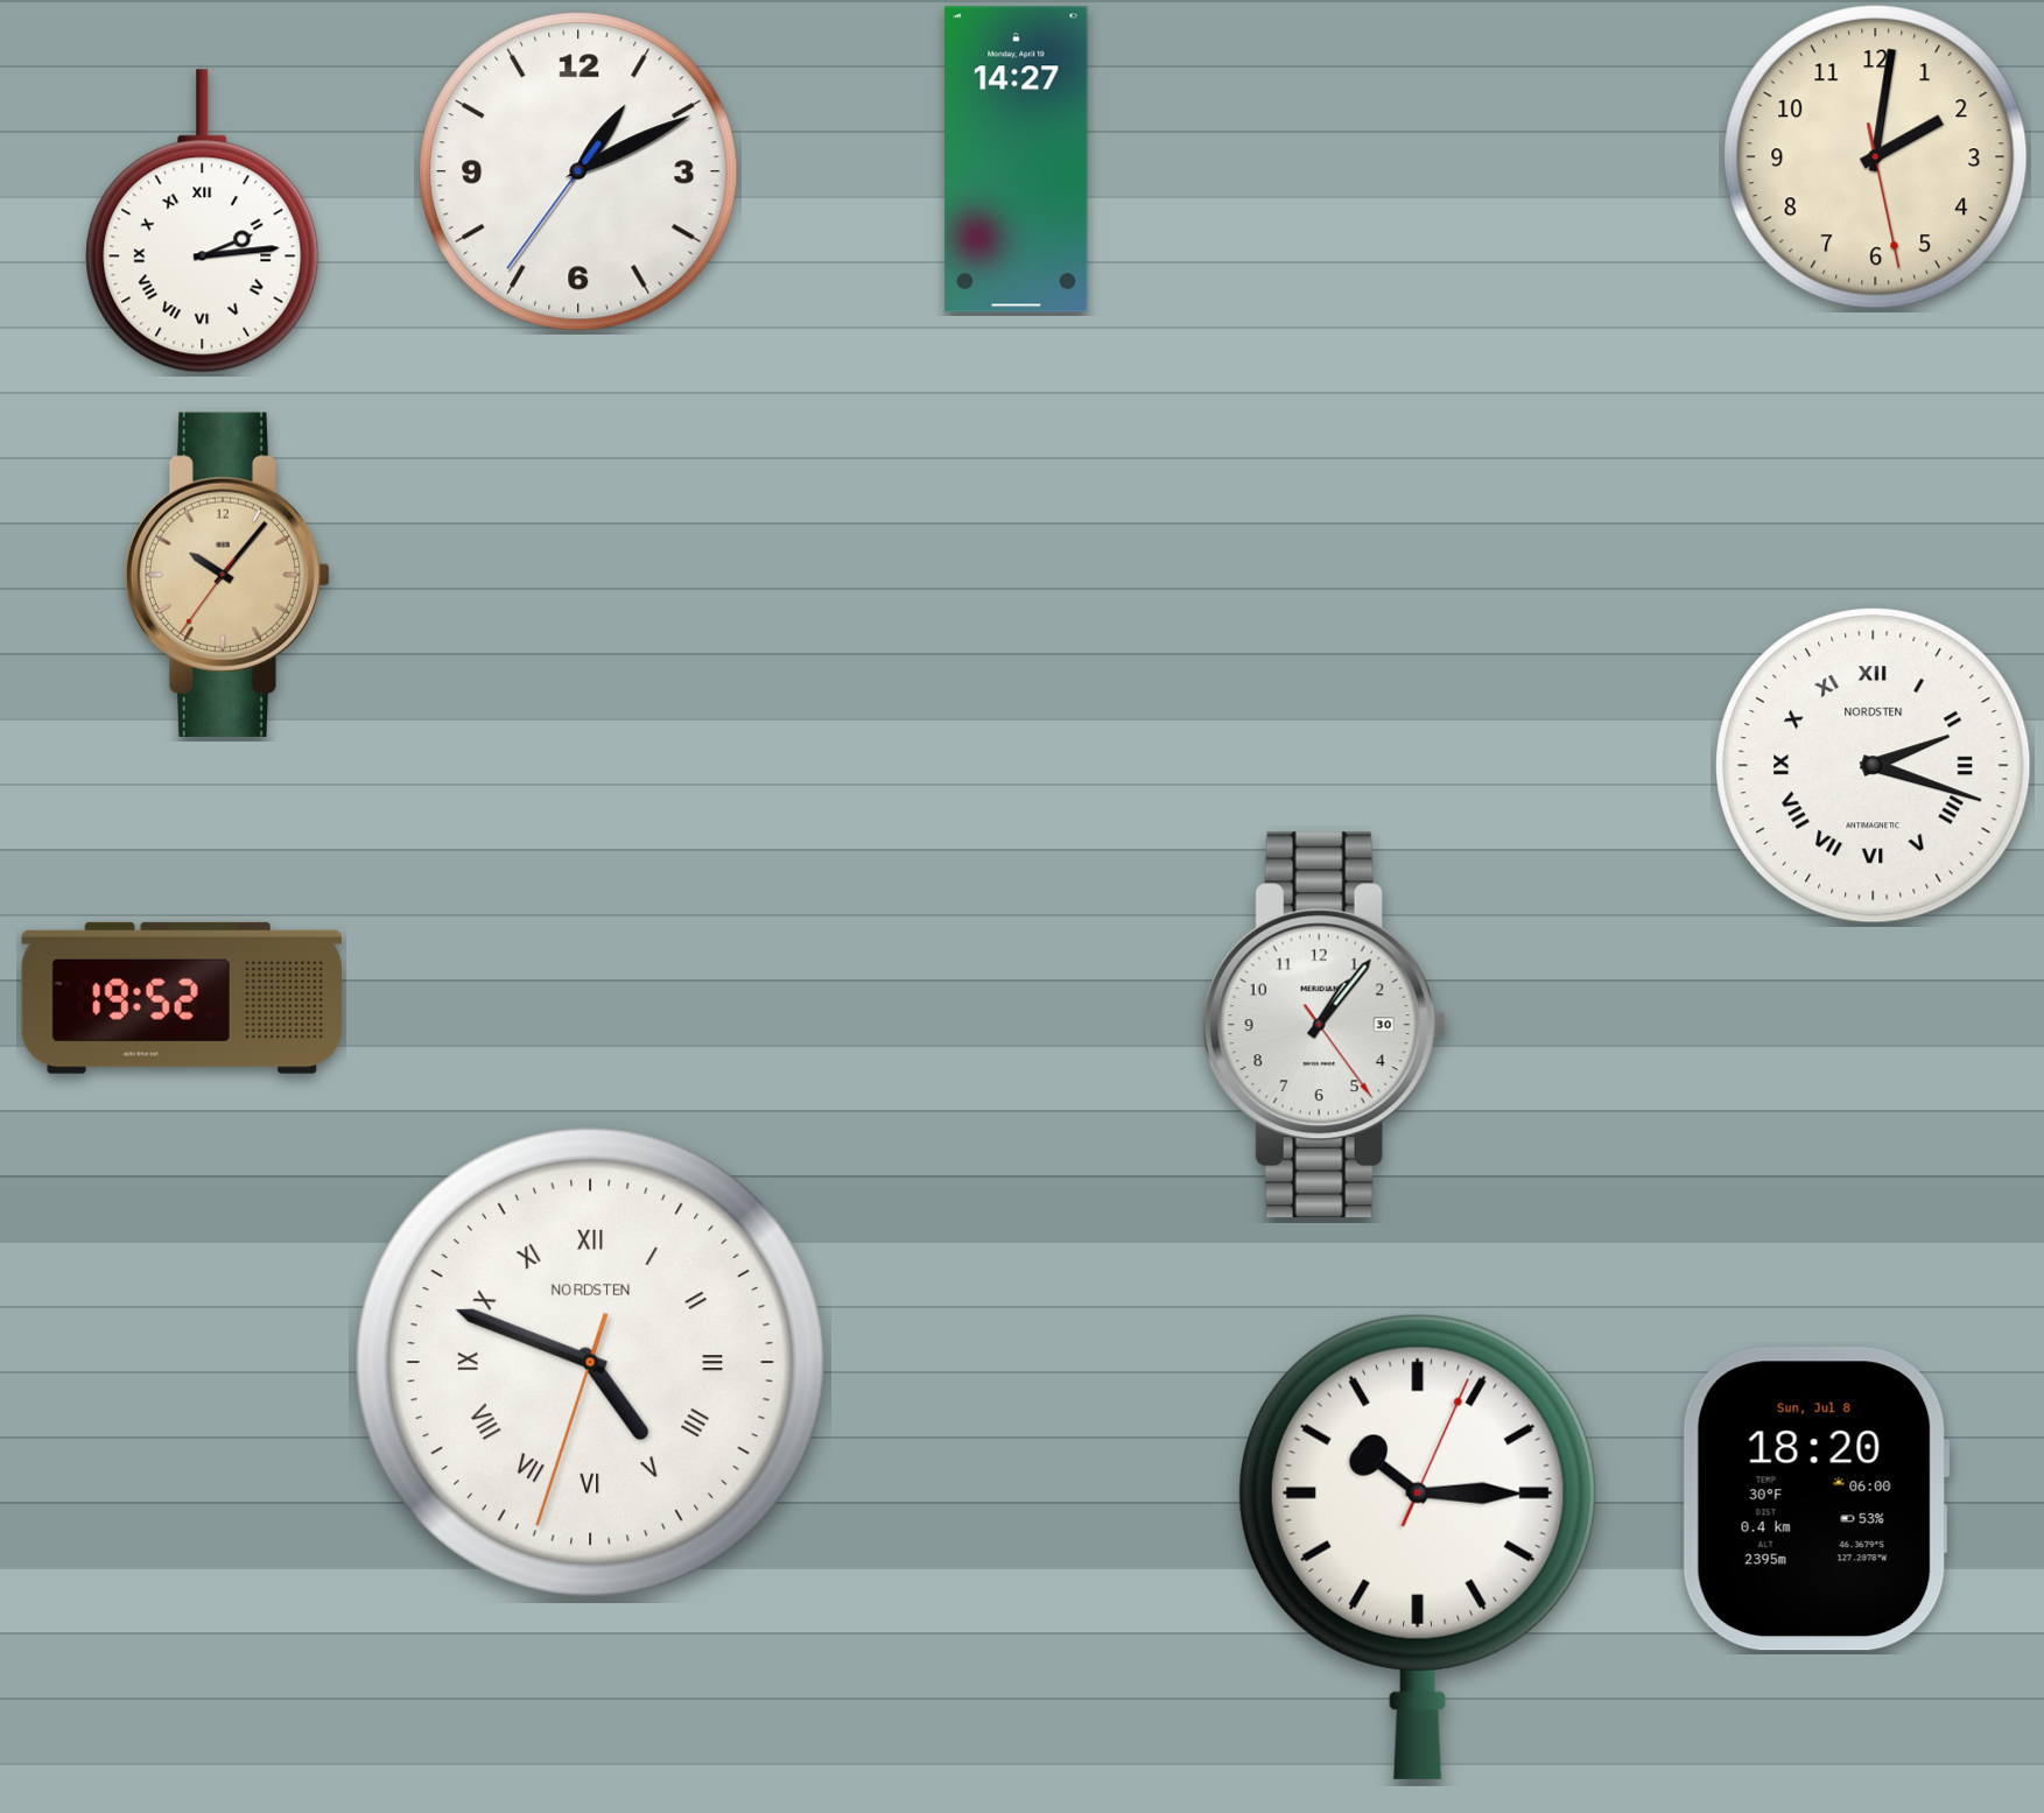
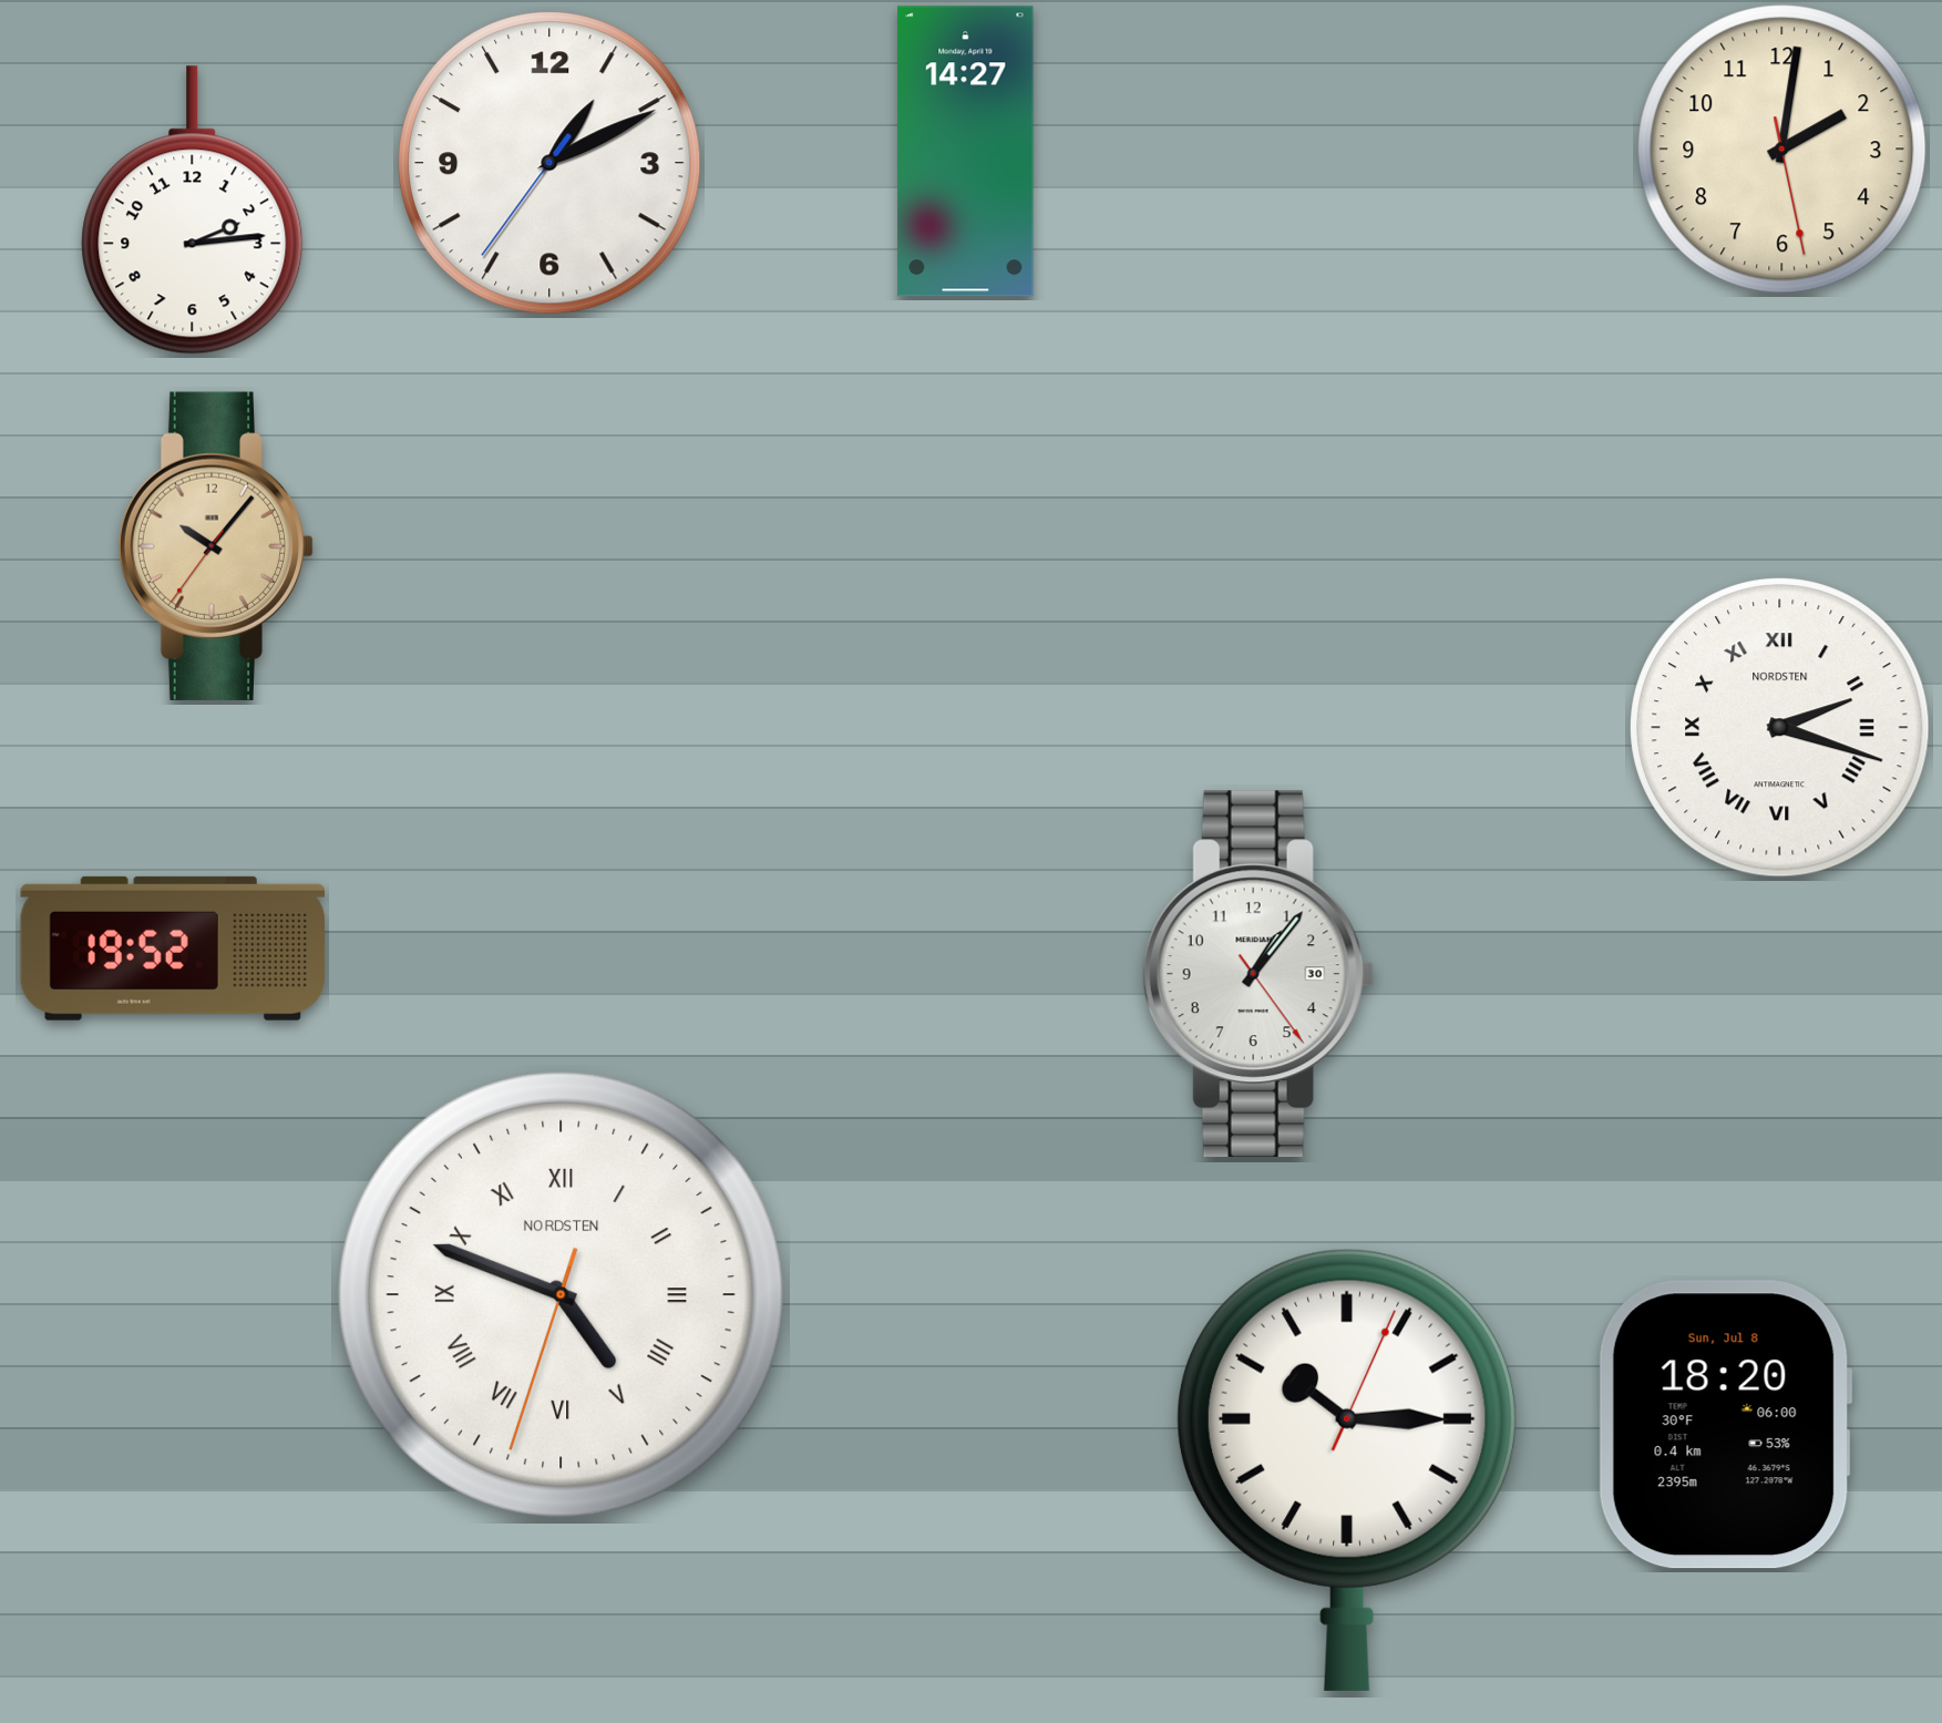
clock at (203, 222) numerals: Roman -> Arabic
